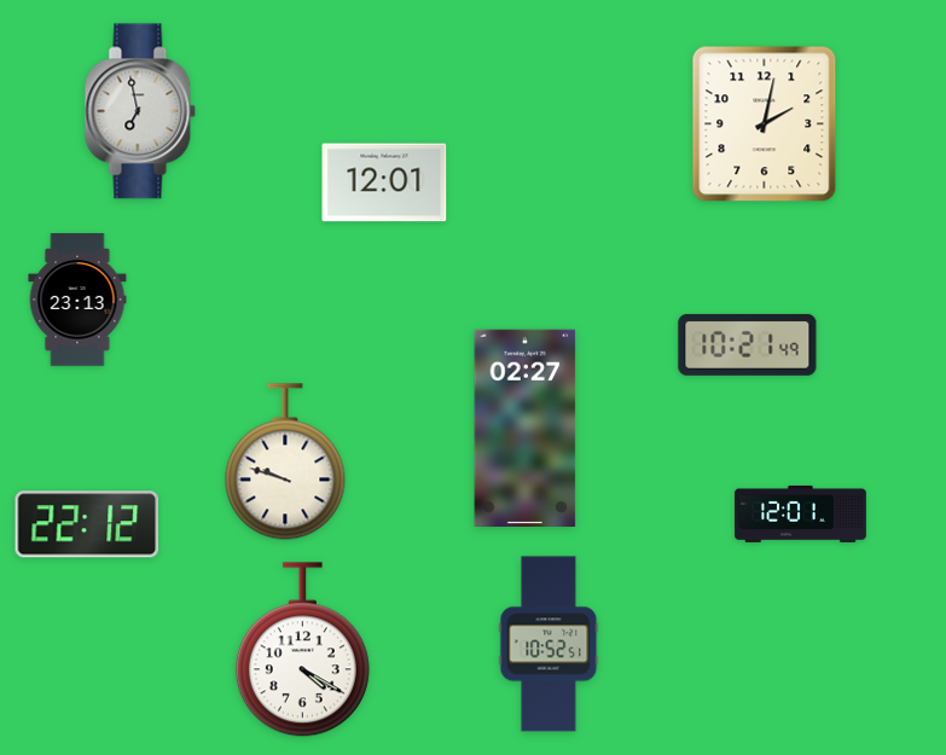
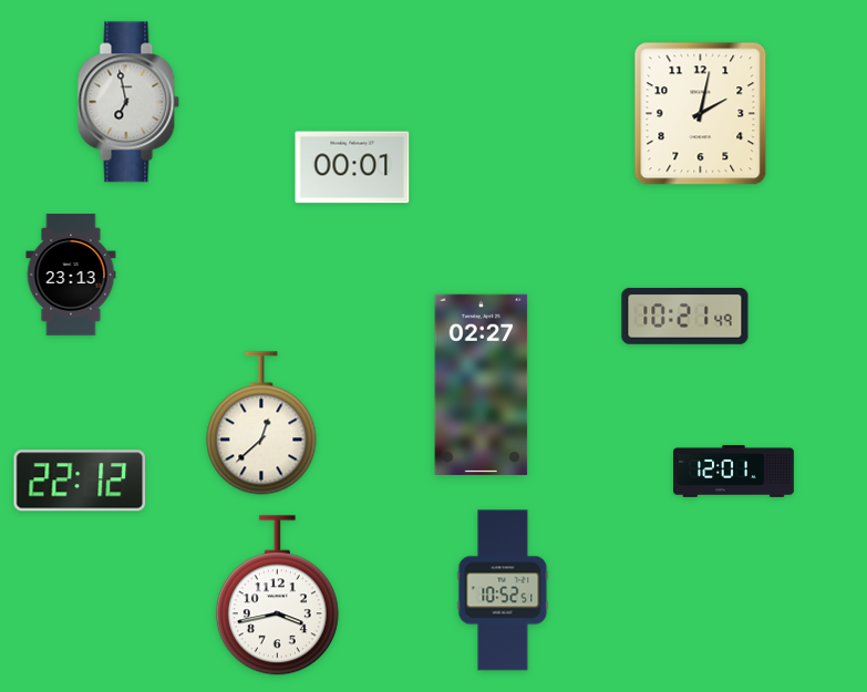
clock at (384, 182): 12:01 -> 00:01
clock at (526, 428) position: (526, 428) -> (482, 384)
clock at (285, 461): 9:48 -> 12:38
clock at (302, 650): 4:20 -> 3:43
